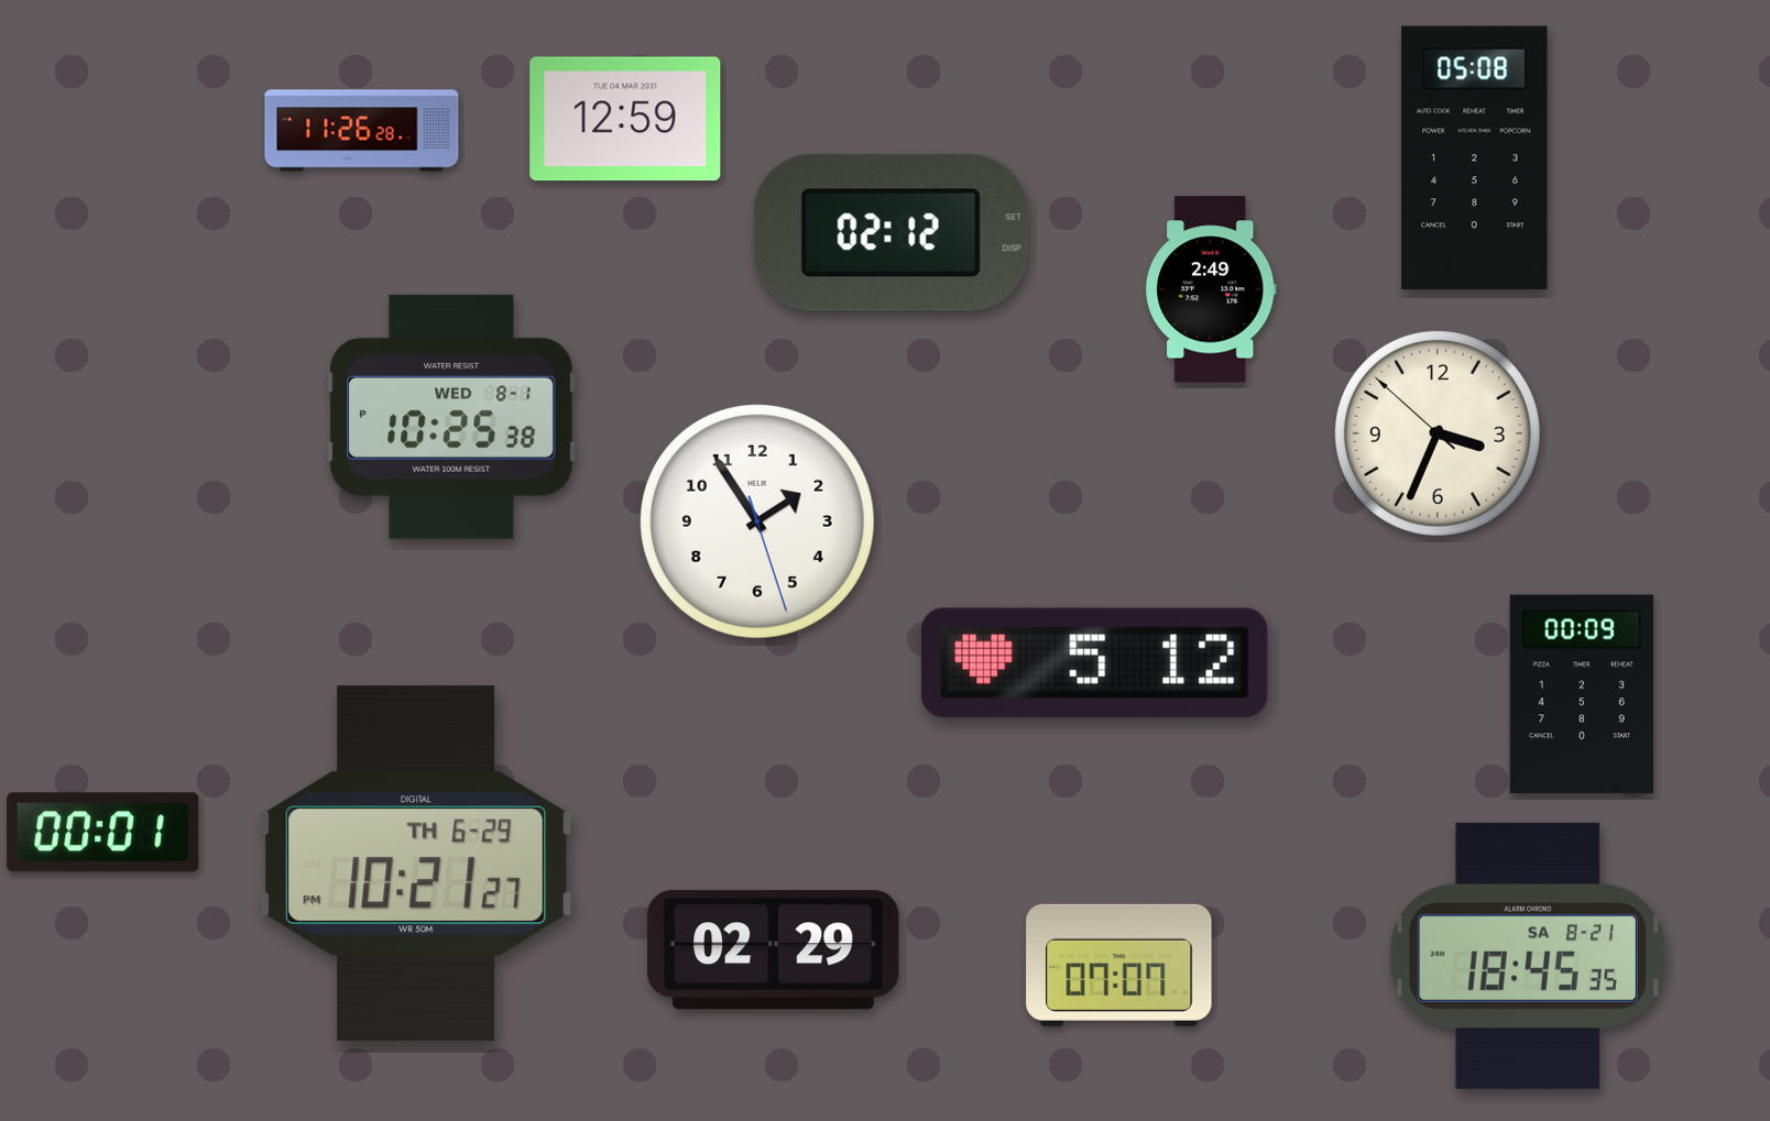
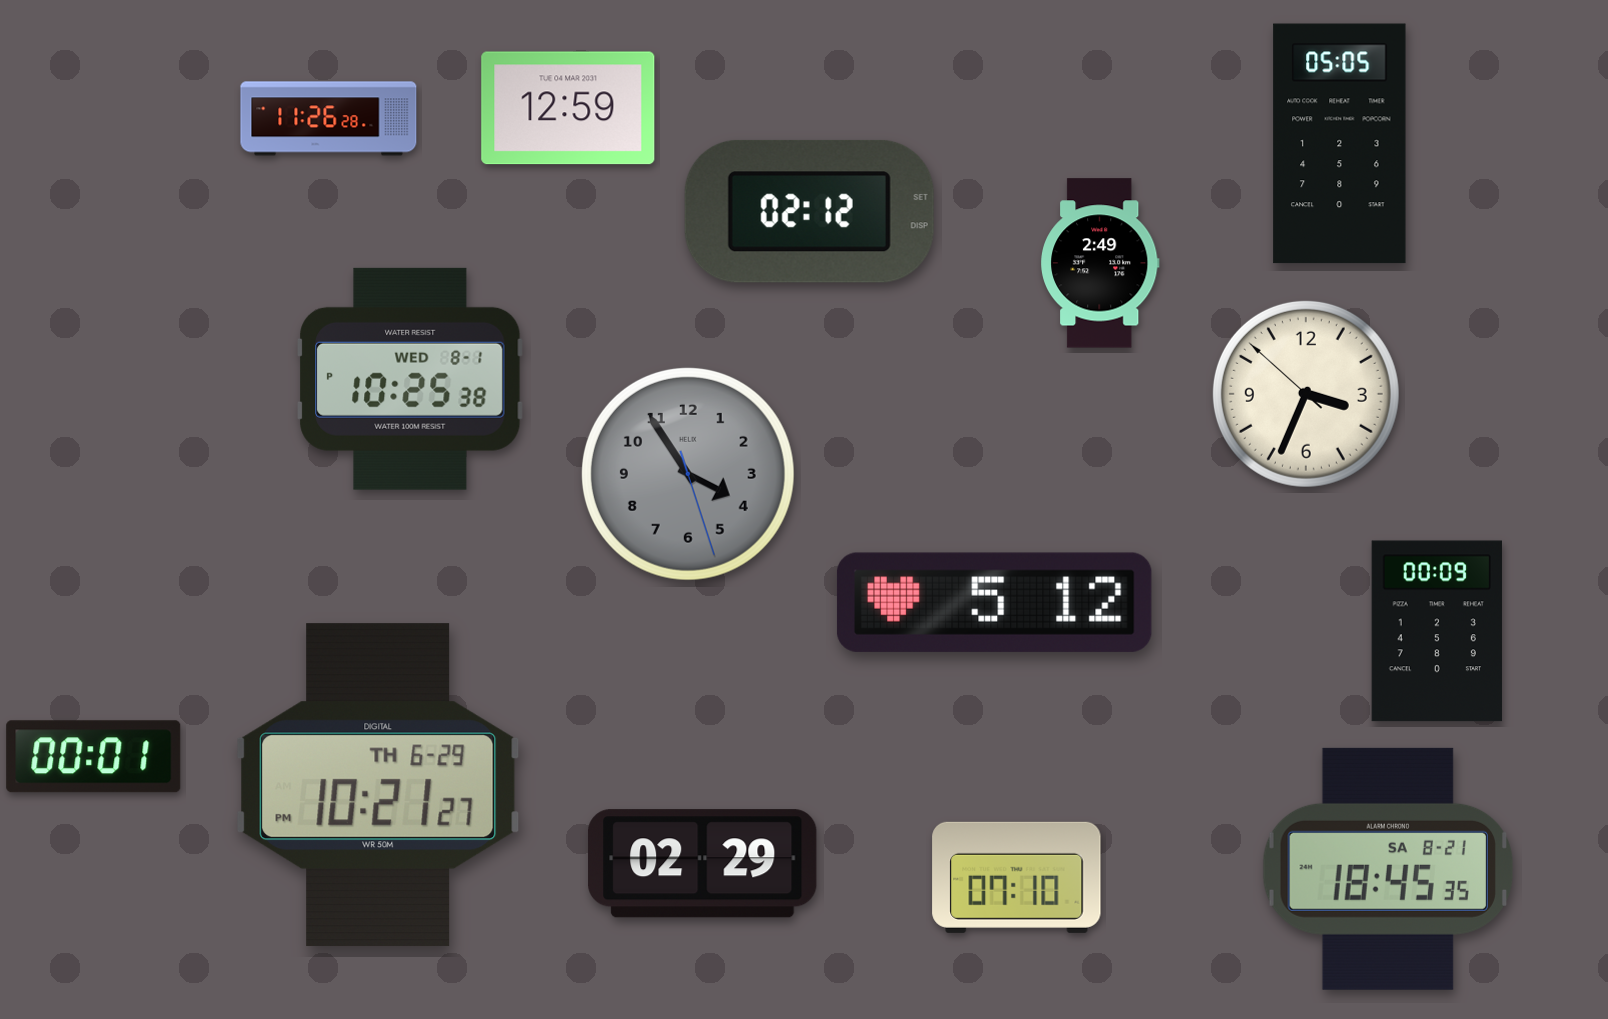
clock at (1475, 158): 05:08 -> 05:05
clock at (757, 521): 1:54 -> 3:54
clock at (757, 521) dial: white -> grey
clock at (1119, 965): 07:07 -> 07:10
